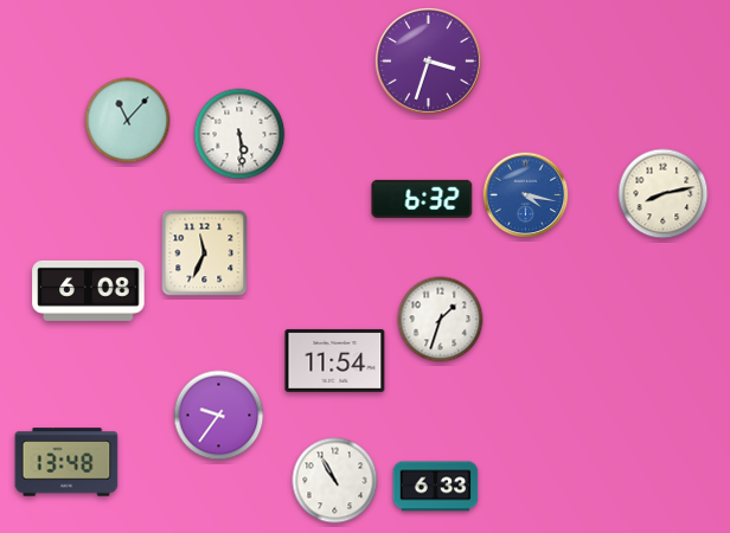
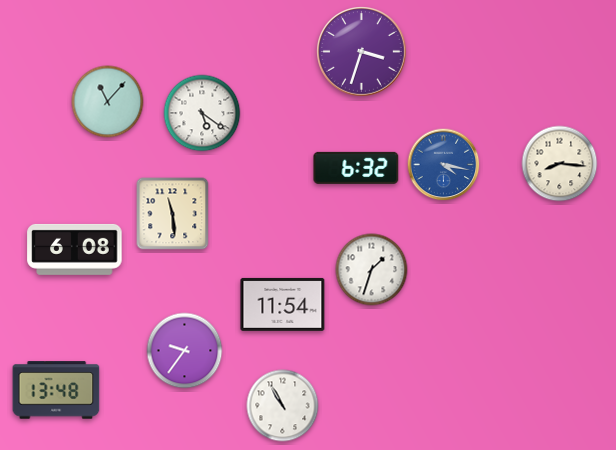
clock at (239, 134): 5:29 -> 5:21
clock at (664, 194): 8:13 -> 8:16
clock at (205, 253): 11:34 -> 11:29
clock at (89, 290) position: (89, 290) -> (75, 249)
clock at (436, 487): 6:33 -> none
